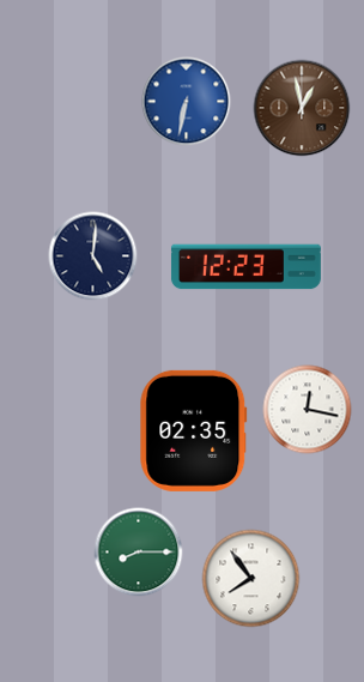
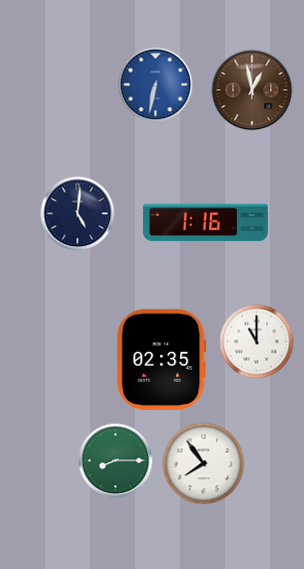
clock at (245, 267): 12:23 -> 1:16
clock at (308, 410): 12:17 -> 11:00
clock at (251, 579) position: (251, 579) -> (204, 464)
